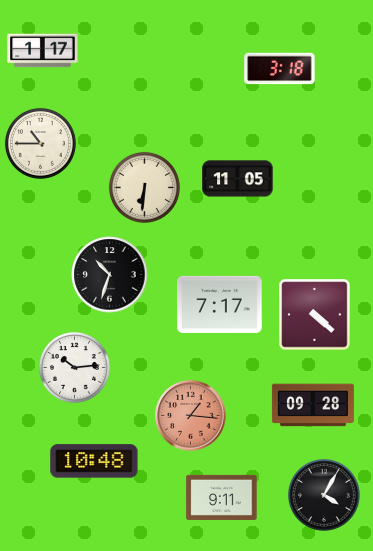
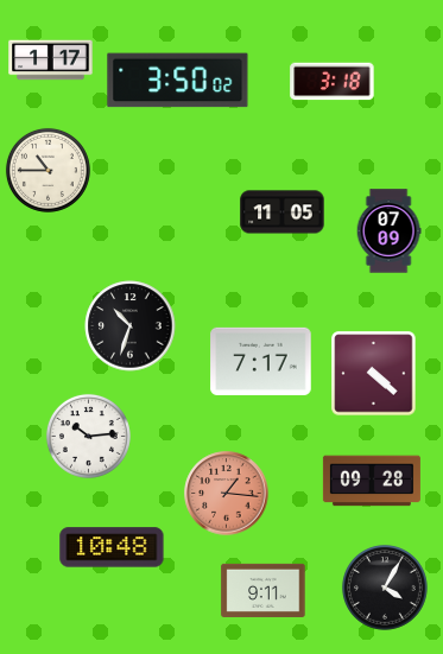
clock at (178, 81): none -> 3:50
clock at (144, 187): 6:31 -> none
clock at (388, 231): none -> 07:09
